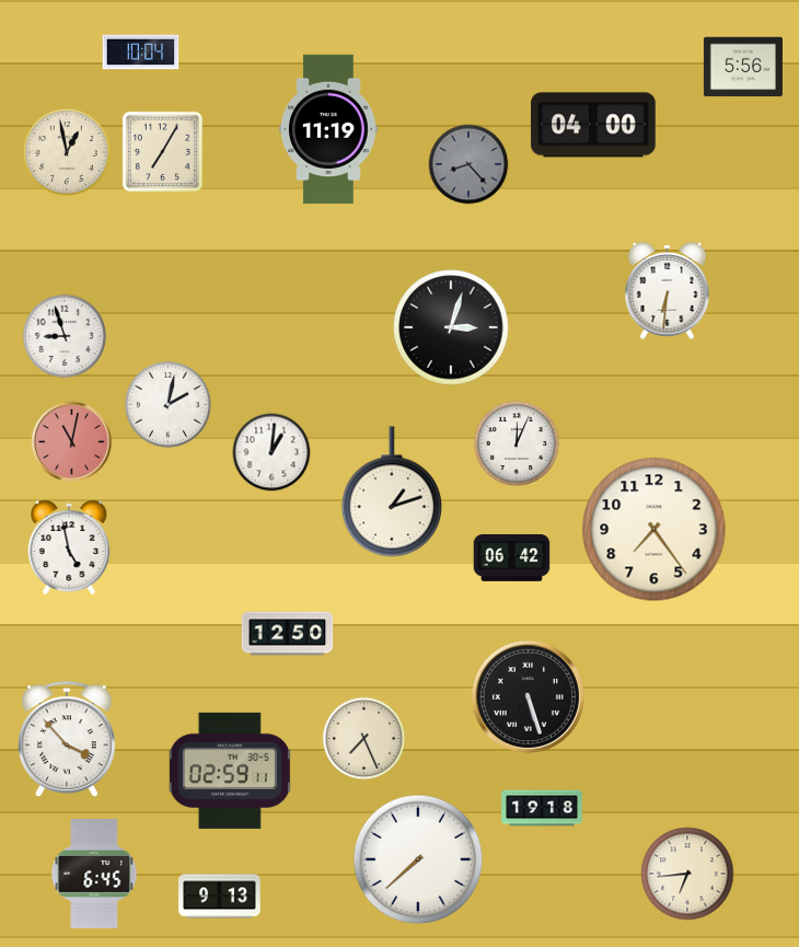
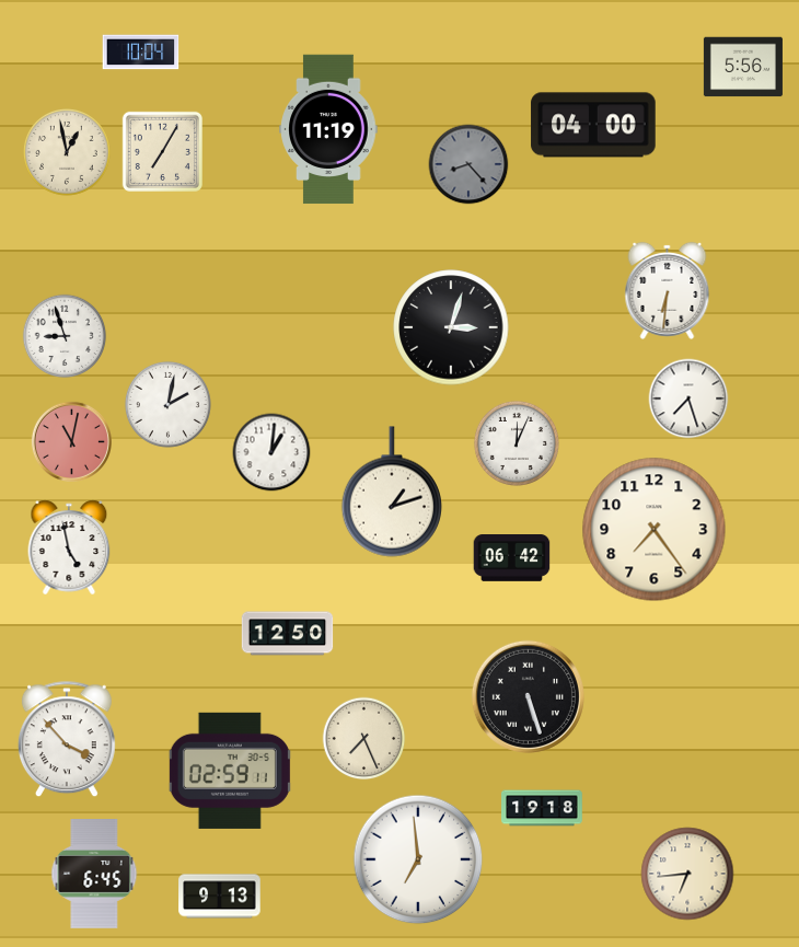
clock at (688, 399): none -> 7:27
clock at (418, 859): 7:38 -> 6:59
